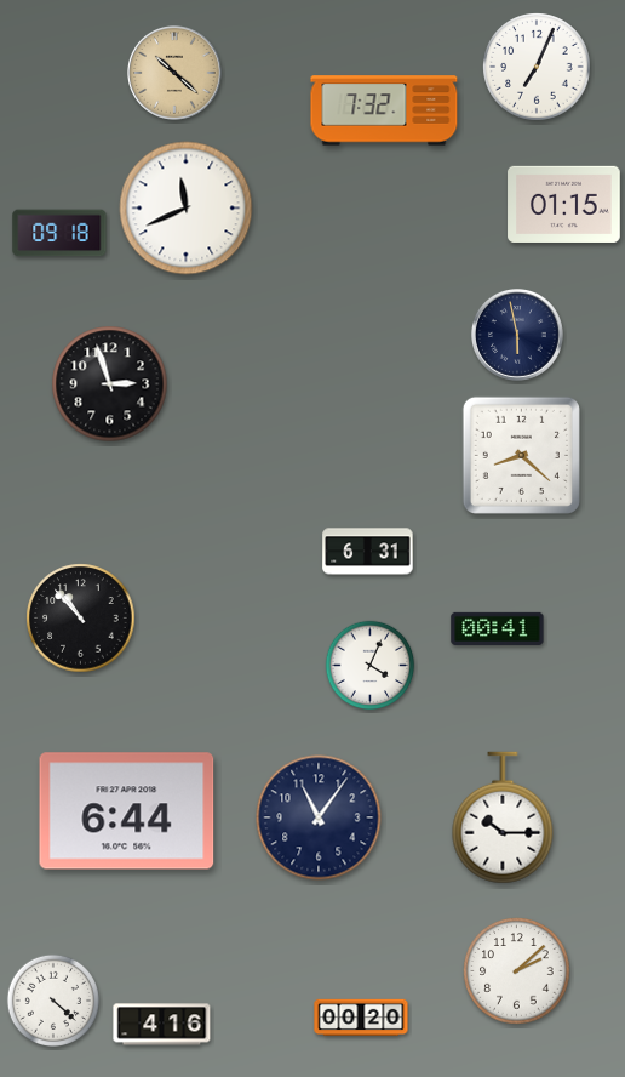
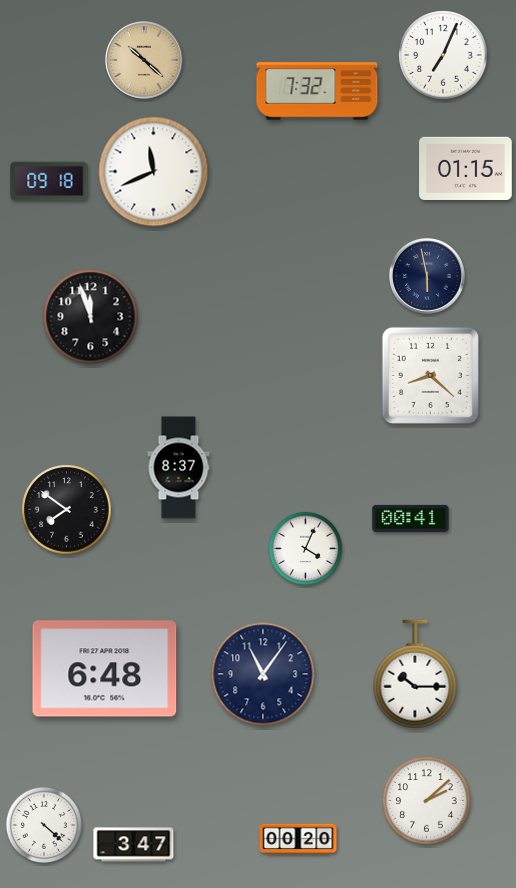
clock at (59, 233) position: (59, 233) -> (49, 181)
clock at (110, 384): 2:57 -> 11:57
clock at (368, 552): 6:31 -> none
clock at (179, 468): none -> 8:37
clock at (81, 619): 10:53 -> 7:51
clock at (127, 811): 6:44 -> 6:48
clock at (162, 1025): 4:16 -> 3:47
